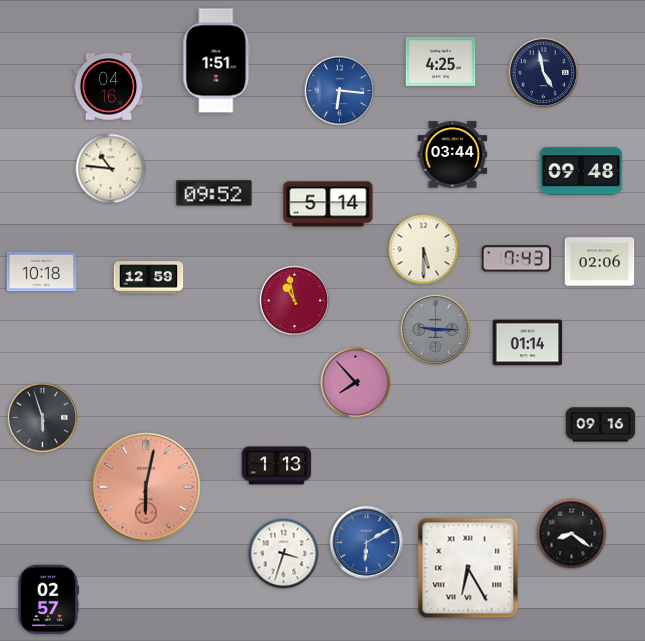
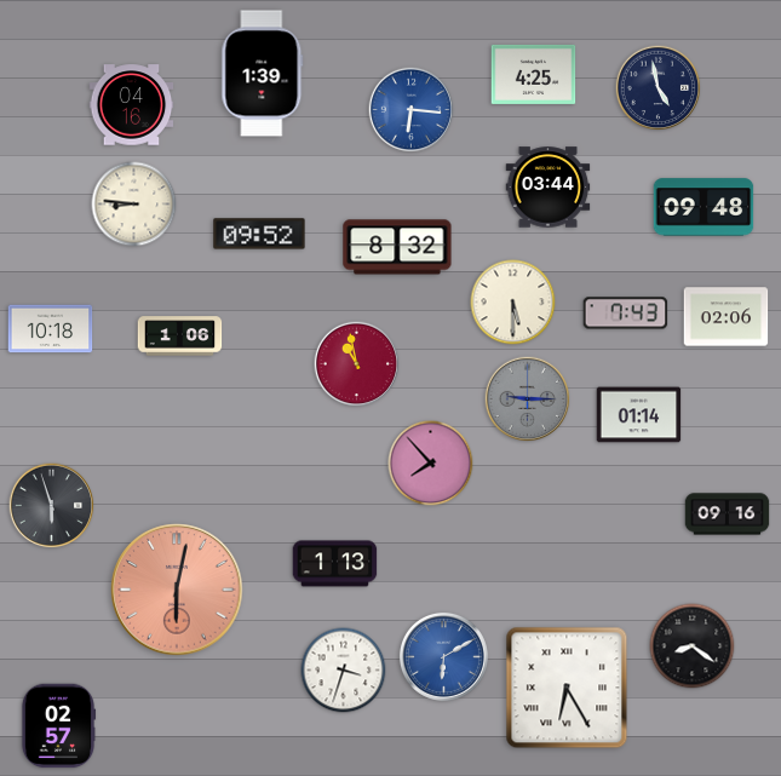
clock at (217, 61): 1:51 -> 1:39
clock at (111, 169): 10:46 -> 8:46
clock at (328, 204): 5:14 -> 8:32
clock at (149, 278): 12:59 -> 1:06
